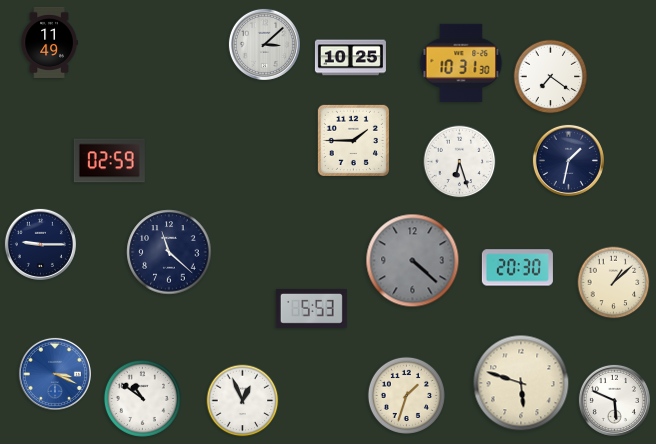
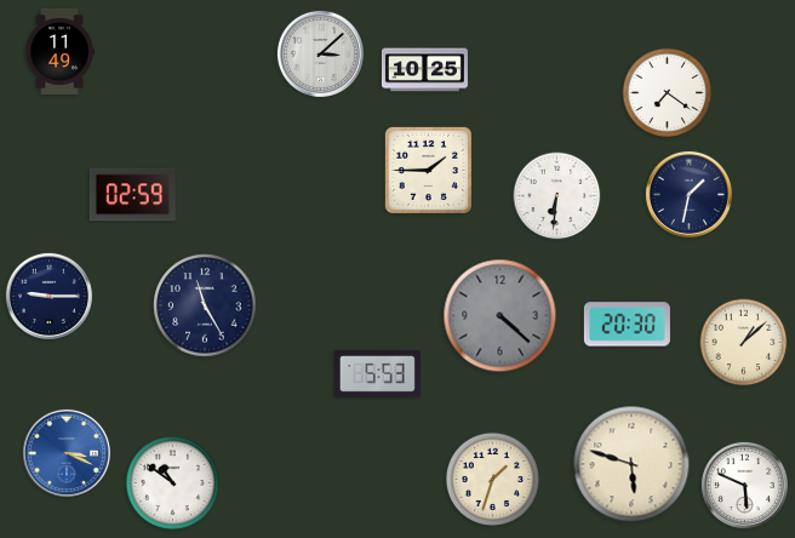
clock at (461, 63): 10:31 -> none
clock at (460, 162): 6:27 -> 6:31
clock at (169, 252): 11:22 -> 11:25
clock at (243, 401): 12:56 -> none
